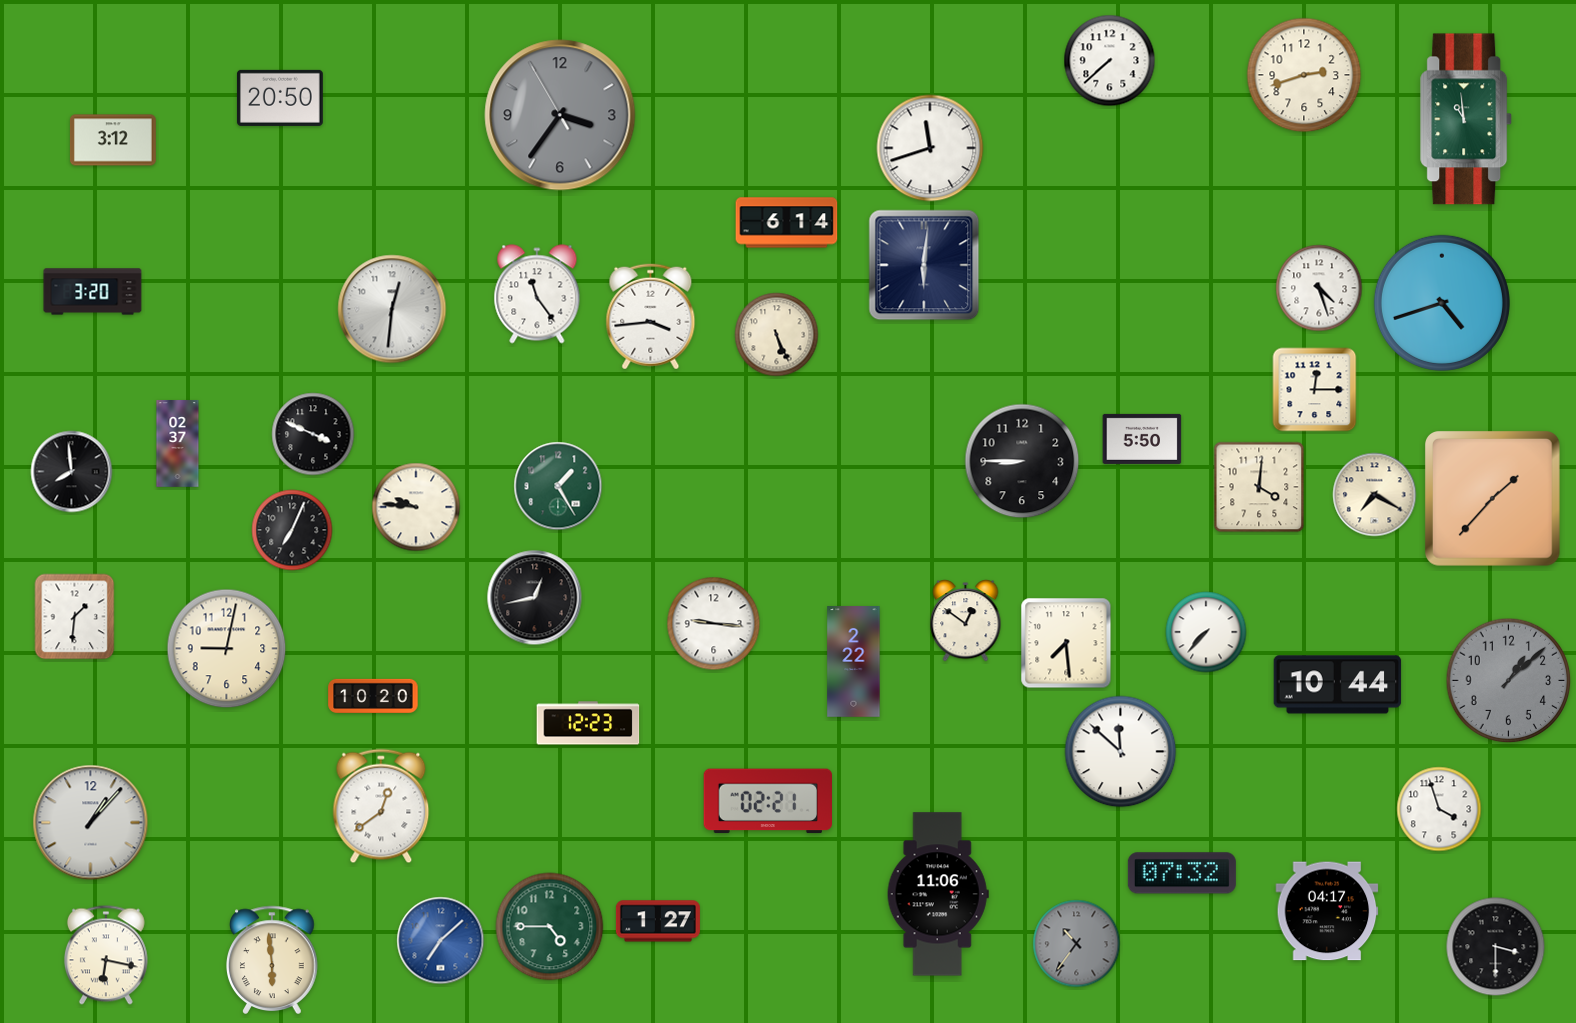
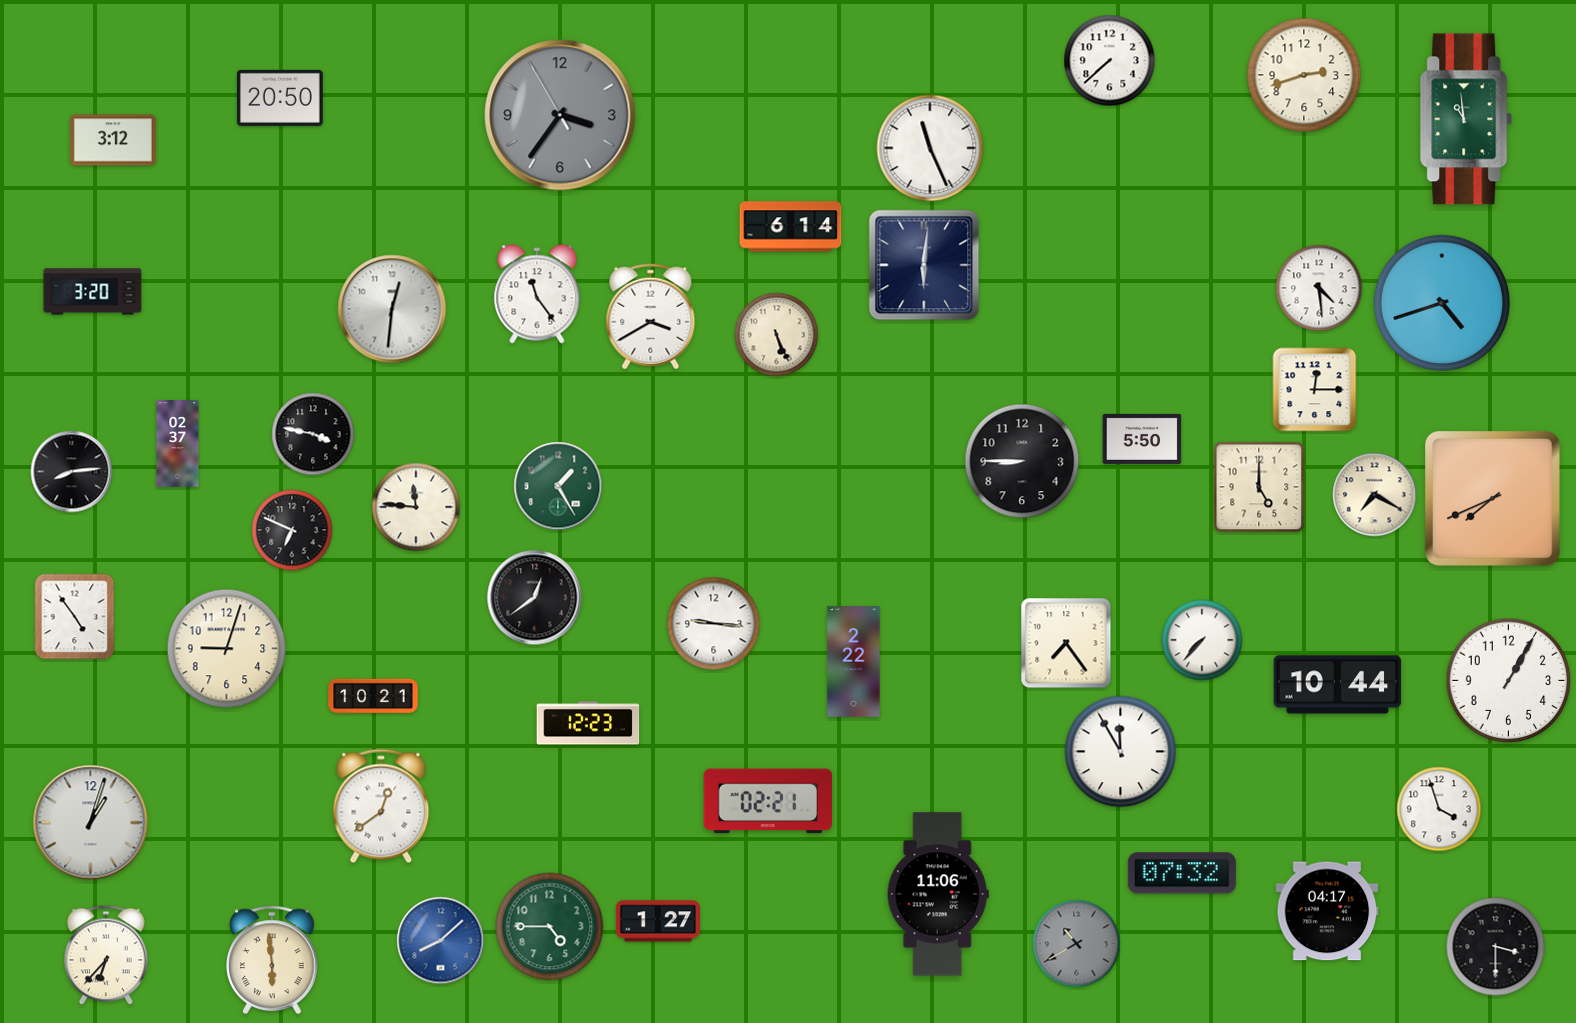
clock at (930, 148): 11:42 -> 11:26
clock at (787, 223) position: (787, 223) -> (791, 227)
clock at (1319, 288): 4:27 -> 4:29
clock at (651, 317): 3:44 -> 3:40
clock at (313, 434): 3:49 -> 3:47
clock at (72, 472): 7:59 -> 8:14
clock at (1259, 487): 4:01 -> 5:00
clock at (1493, 499): 1:37 -> 7:41
clock at (416, 507): 9:46 -> 11:46
clock at (292, 530): 7:04 -> 6:49
clock at (535, 598): 12:43 -> 12:39
clock at (75, 617): 1:31 -> 4:54
clock at (966, 621): 12:51 -> none
clock at (1206, 632) position: (1206, 632) -> (1202, 640)
clock at (1066, 643): 7:29 -> 7:24
clock at (227, 649): 9:02 -> 9:03
clock at (1509, 681): 1:08 -> 1:05
clock at (1509, 681) dial: grey -> white
clock at (373, 696): 10:20 -> 10:21
clock at (1121, 752): 11:52 -> 11:55
clock at (91, 823): 1:07 -> 1:03
clock at (441, 941): 7:08 -> 8:08
clock at (1077, 944): 10:36 -> 10:40
clock at (106, 955): 6:17 -> 6:37
